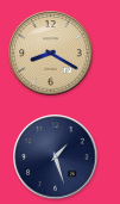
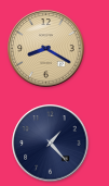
clock at (56, 157): 1:27 -> 1:23
